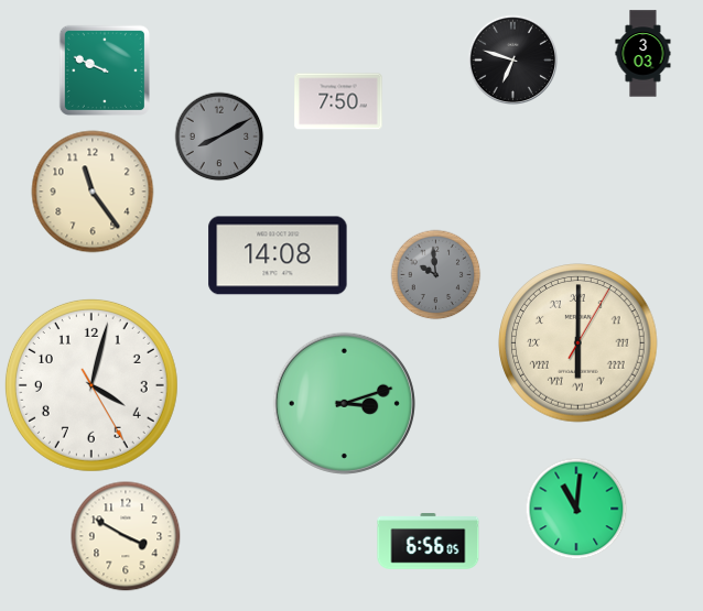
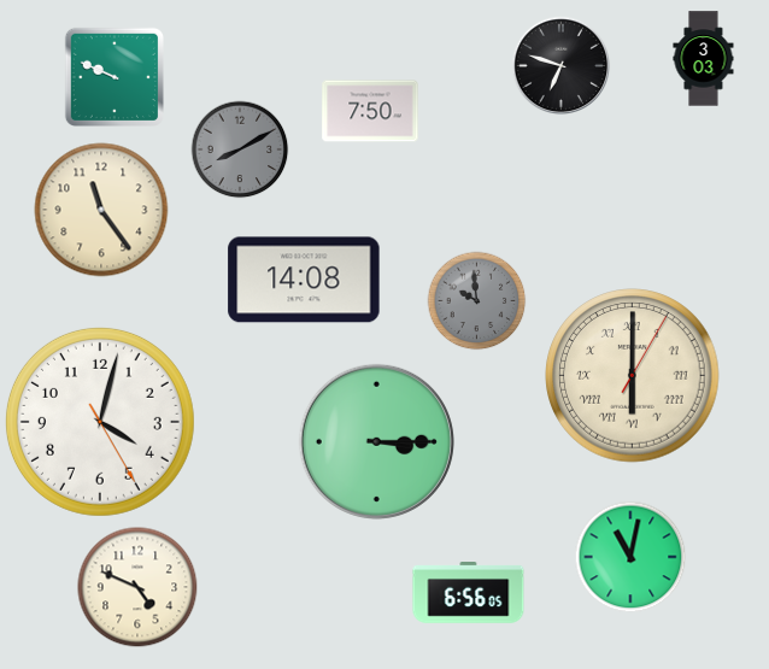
clock at (344, 403): 3:12 -> 3:15
clock at (576, 509): 11:01 -> 11:02
clock at (126, 536): 3:50 -> 4:49
